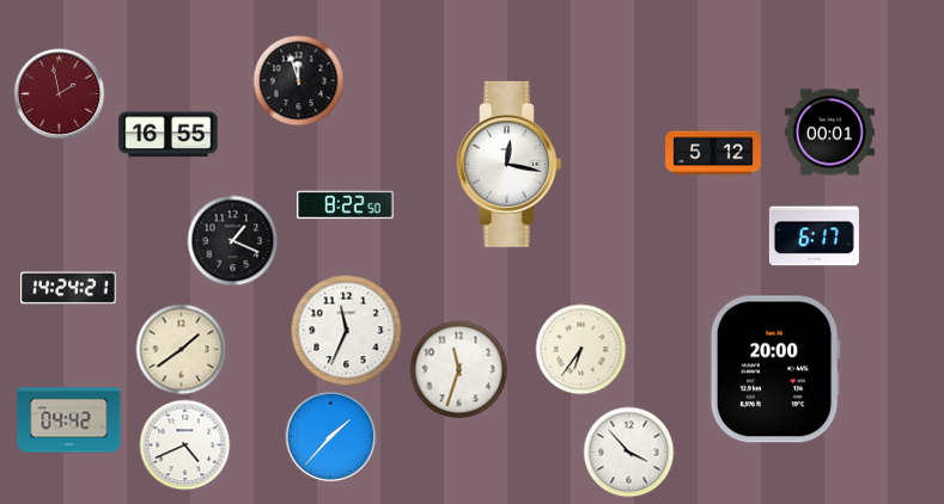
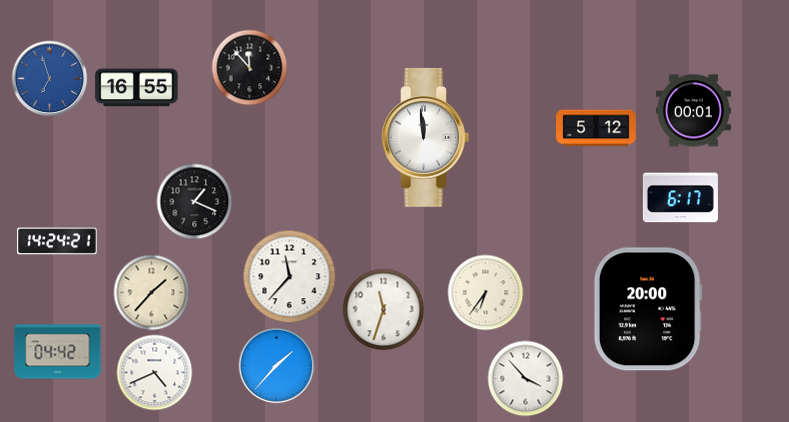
clock at (299, 81): 11:57 -> 11:53
clock at (60, 94): 1:58 -> 6:57
clock at (60, 94) dial: burgundy -> blue
clock at (169, 135) position: (169, 135) -> (137, 88)
clock at (510, 164): 12:17 -> 11:59
clock at (346, 205): 8:22 -> none
clock at (347, 331): 11:34 -> 11:37
clock at (182, 350): 1:39 -> 1:37
